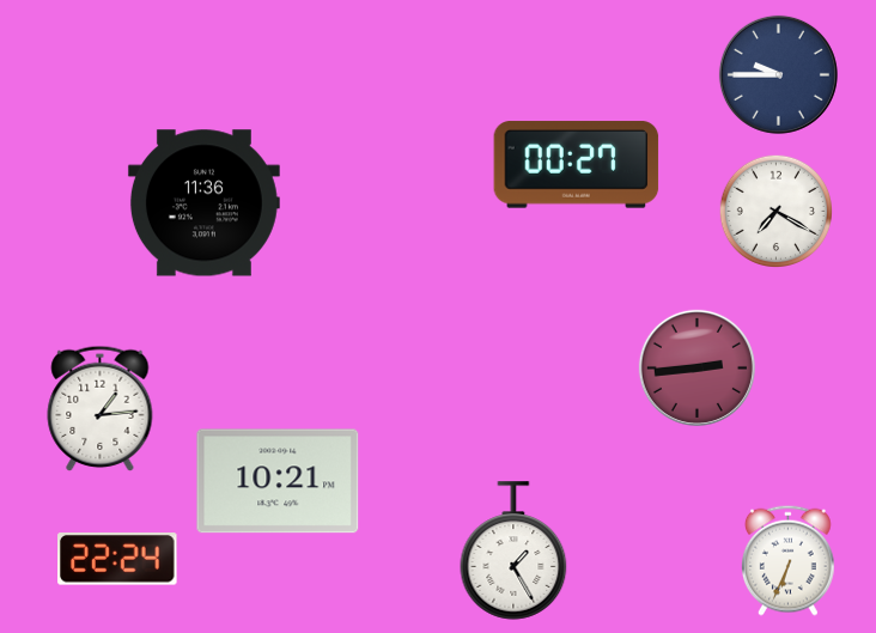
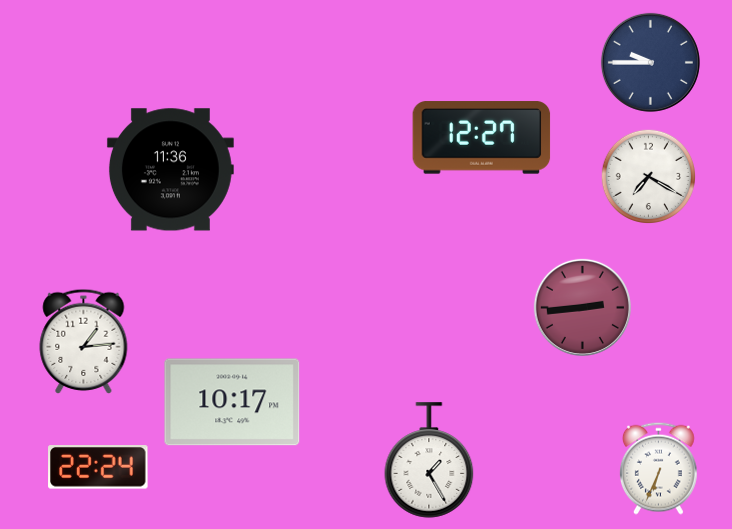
clock at (577, 165): 00:27 -> 12:27
clock at (278, 481): 10:21 -> 10:17
